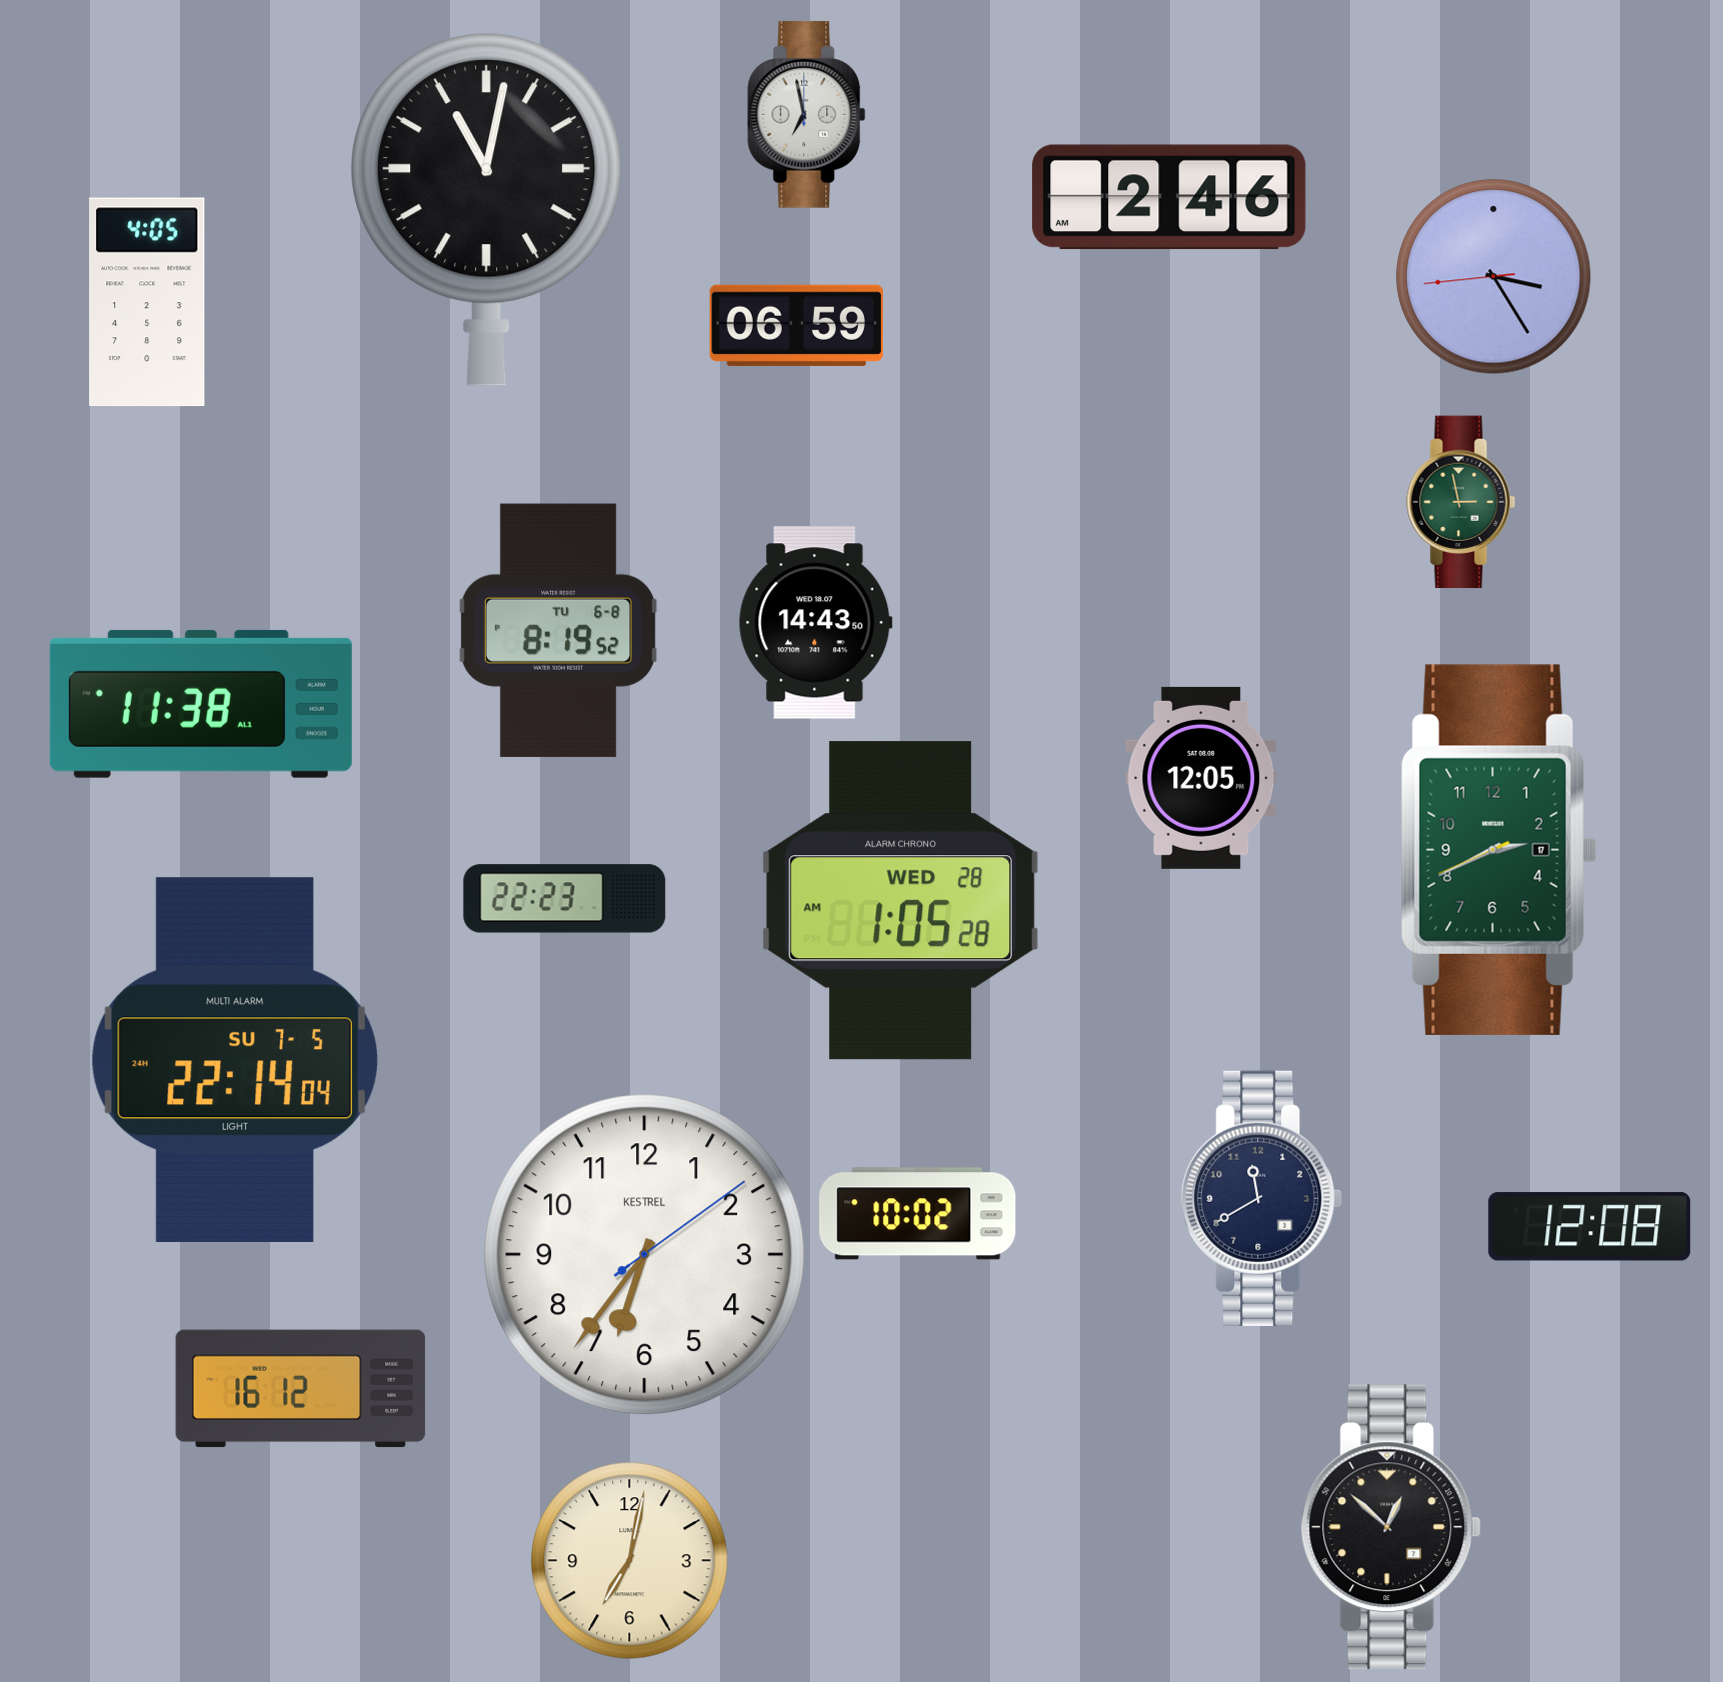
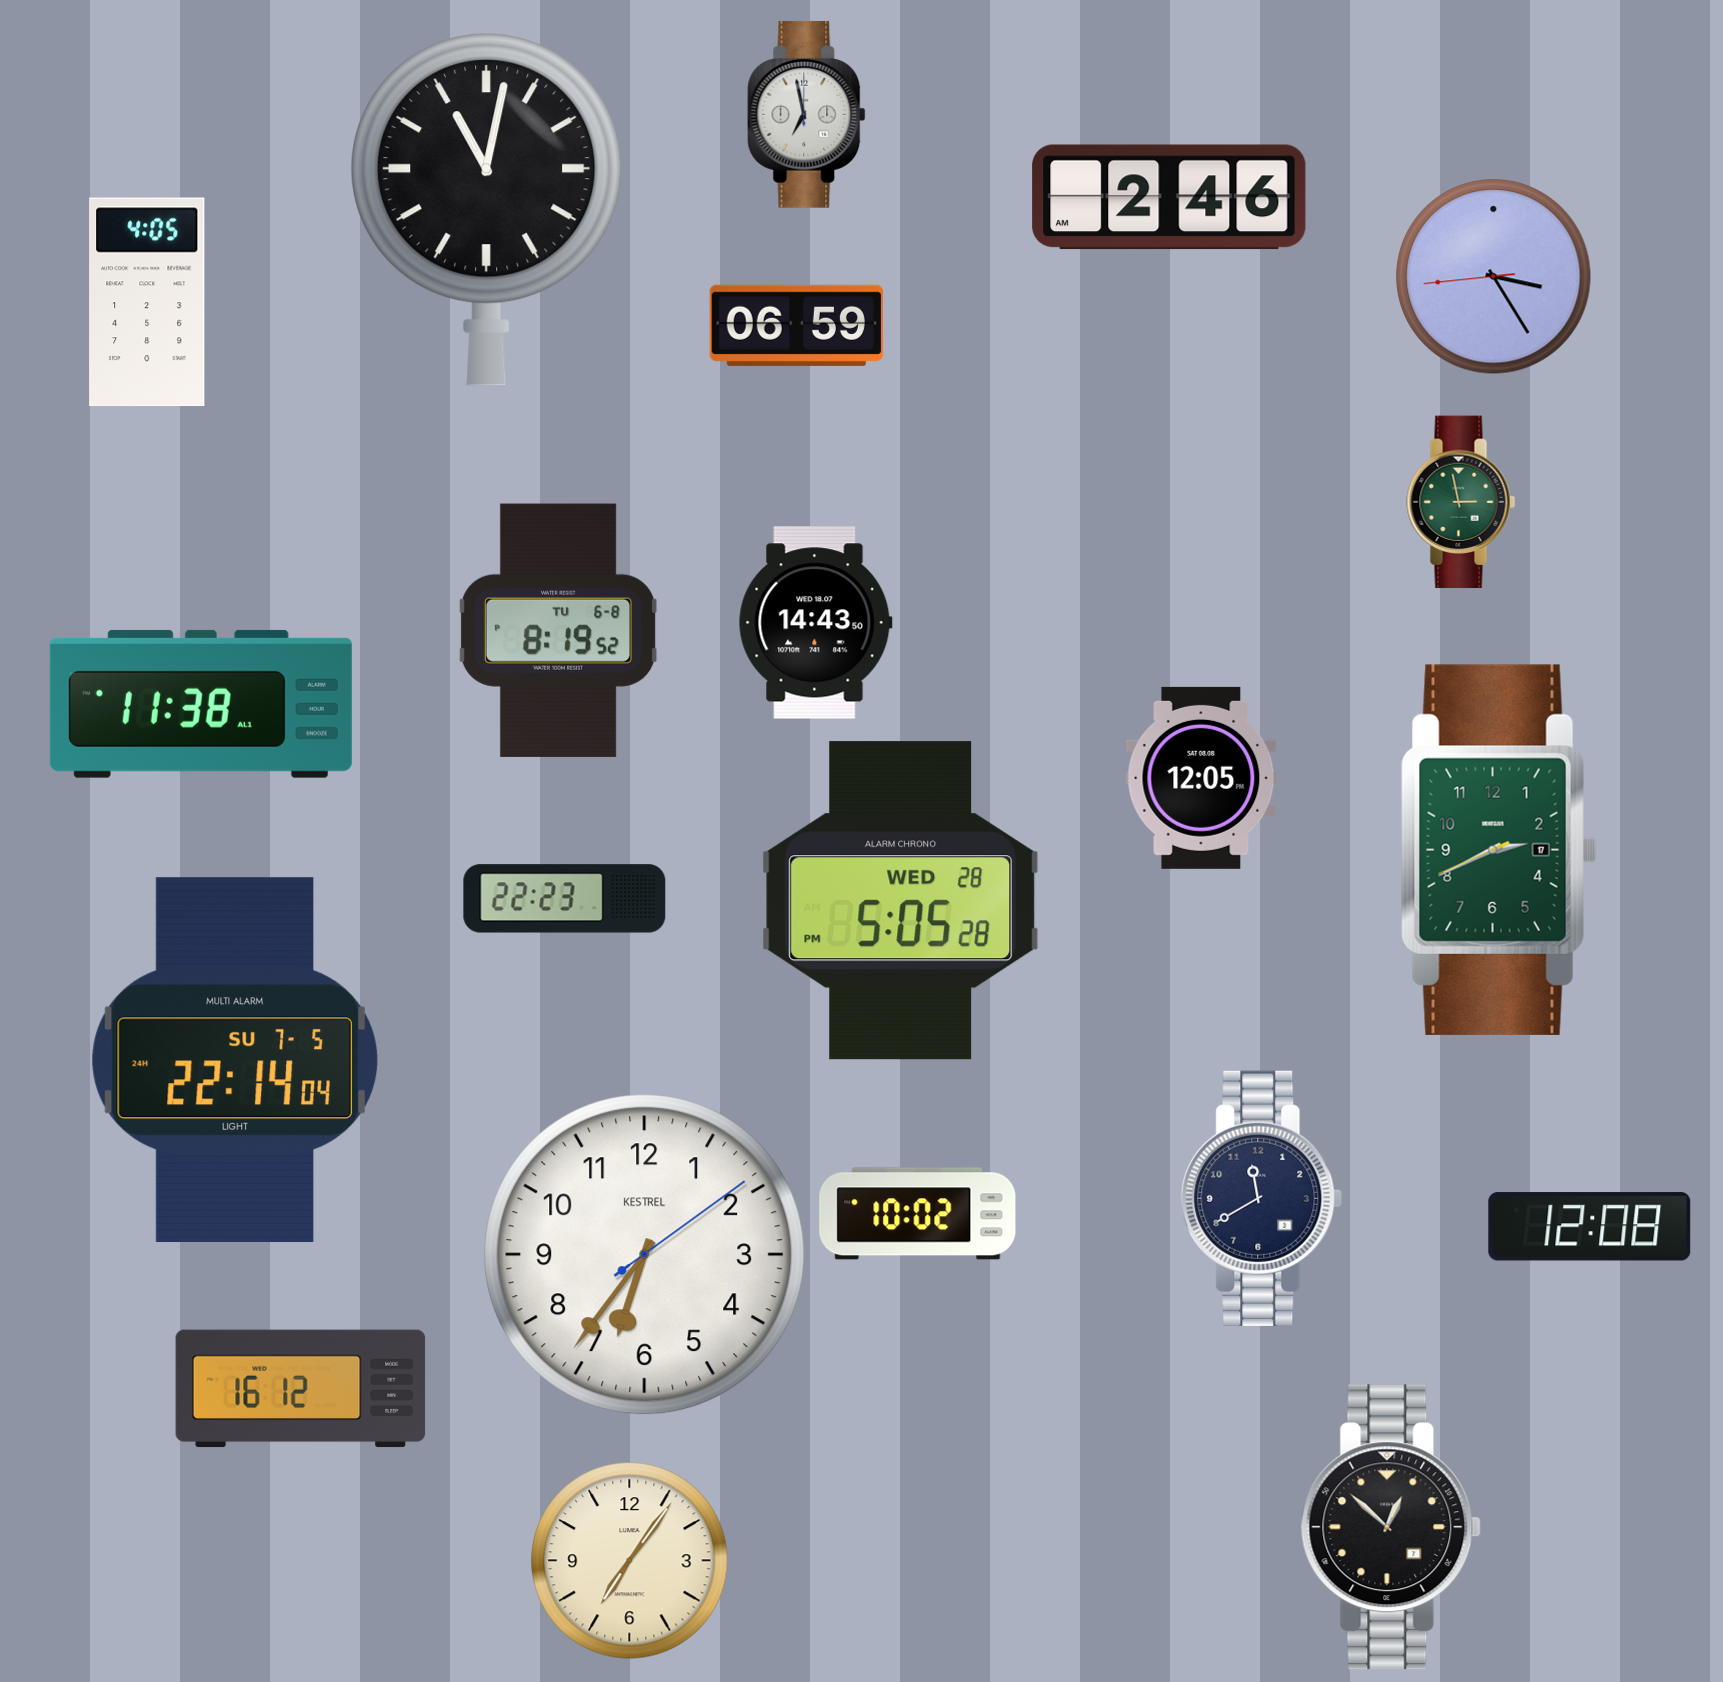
clock at (901, 901): 1:05 -> 5:05
clock at (630, 1561): 7:02 -> 7:06
